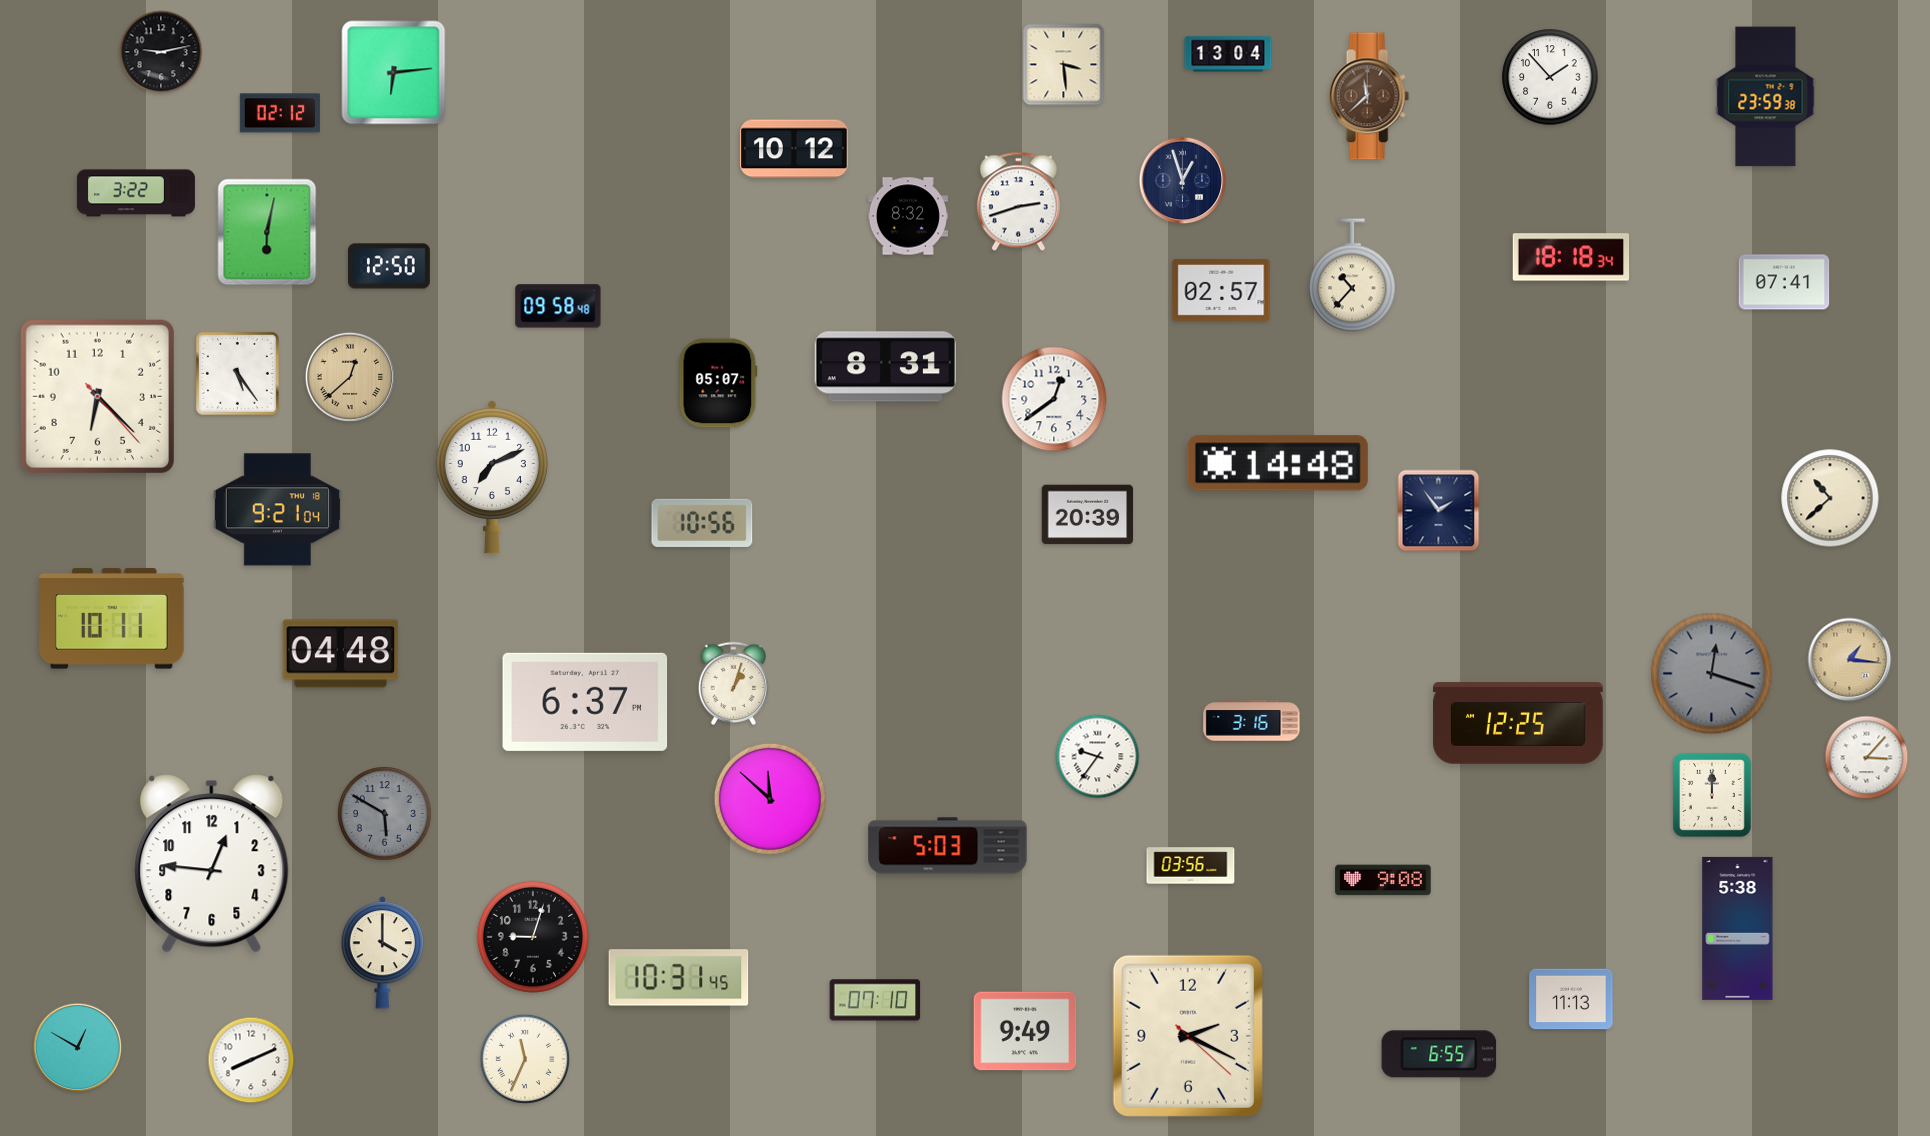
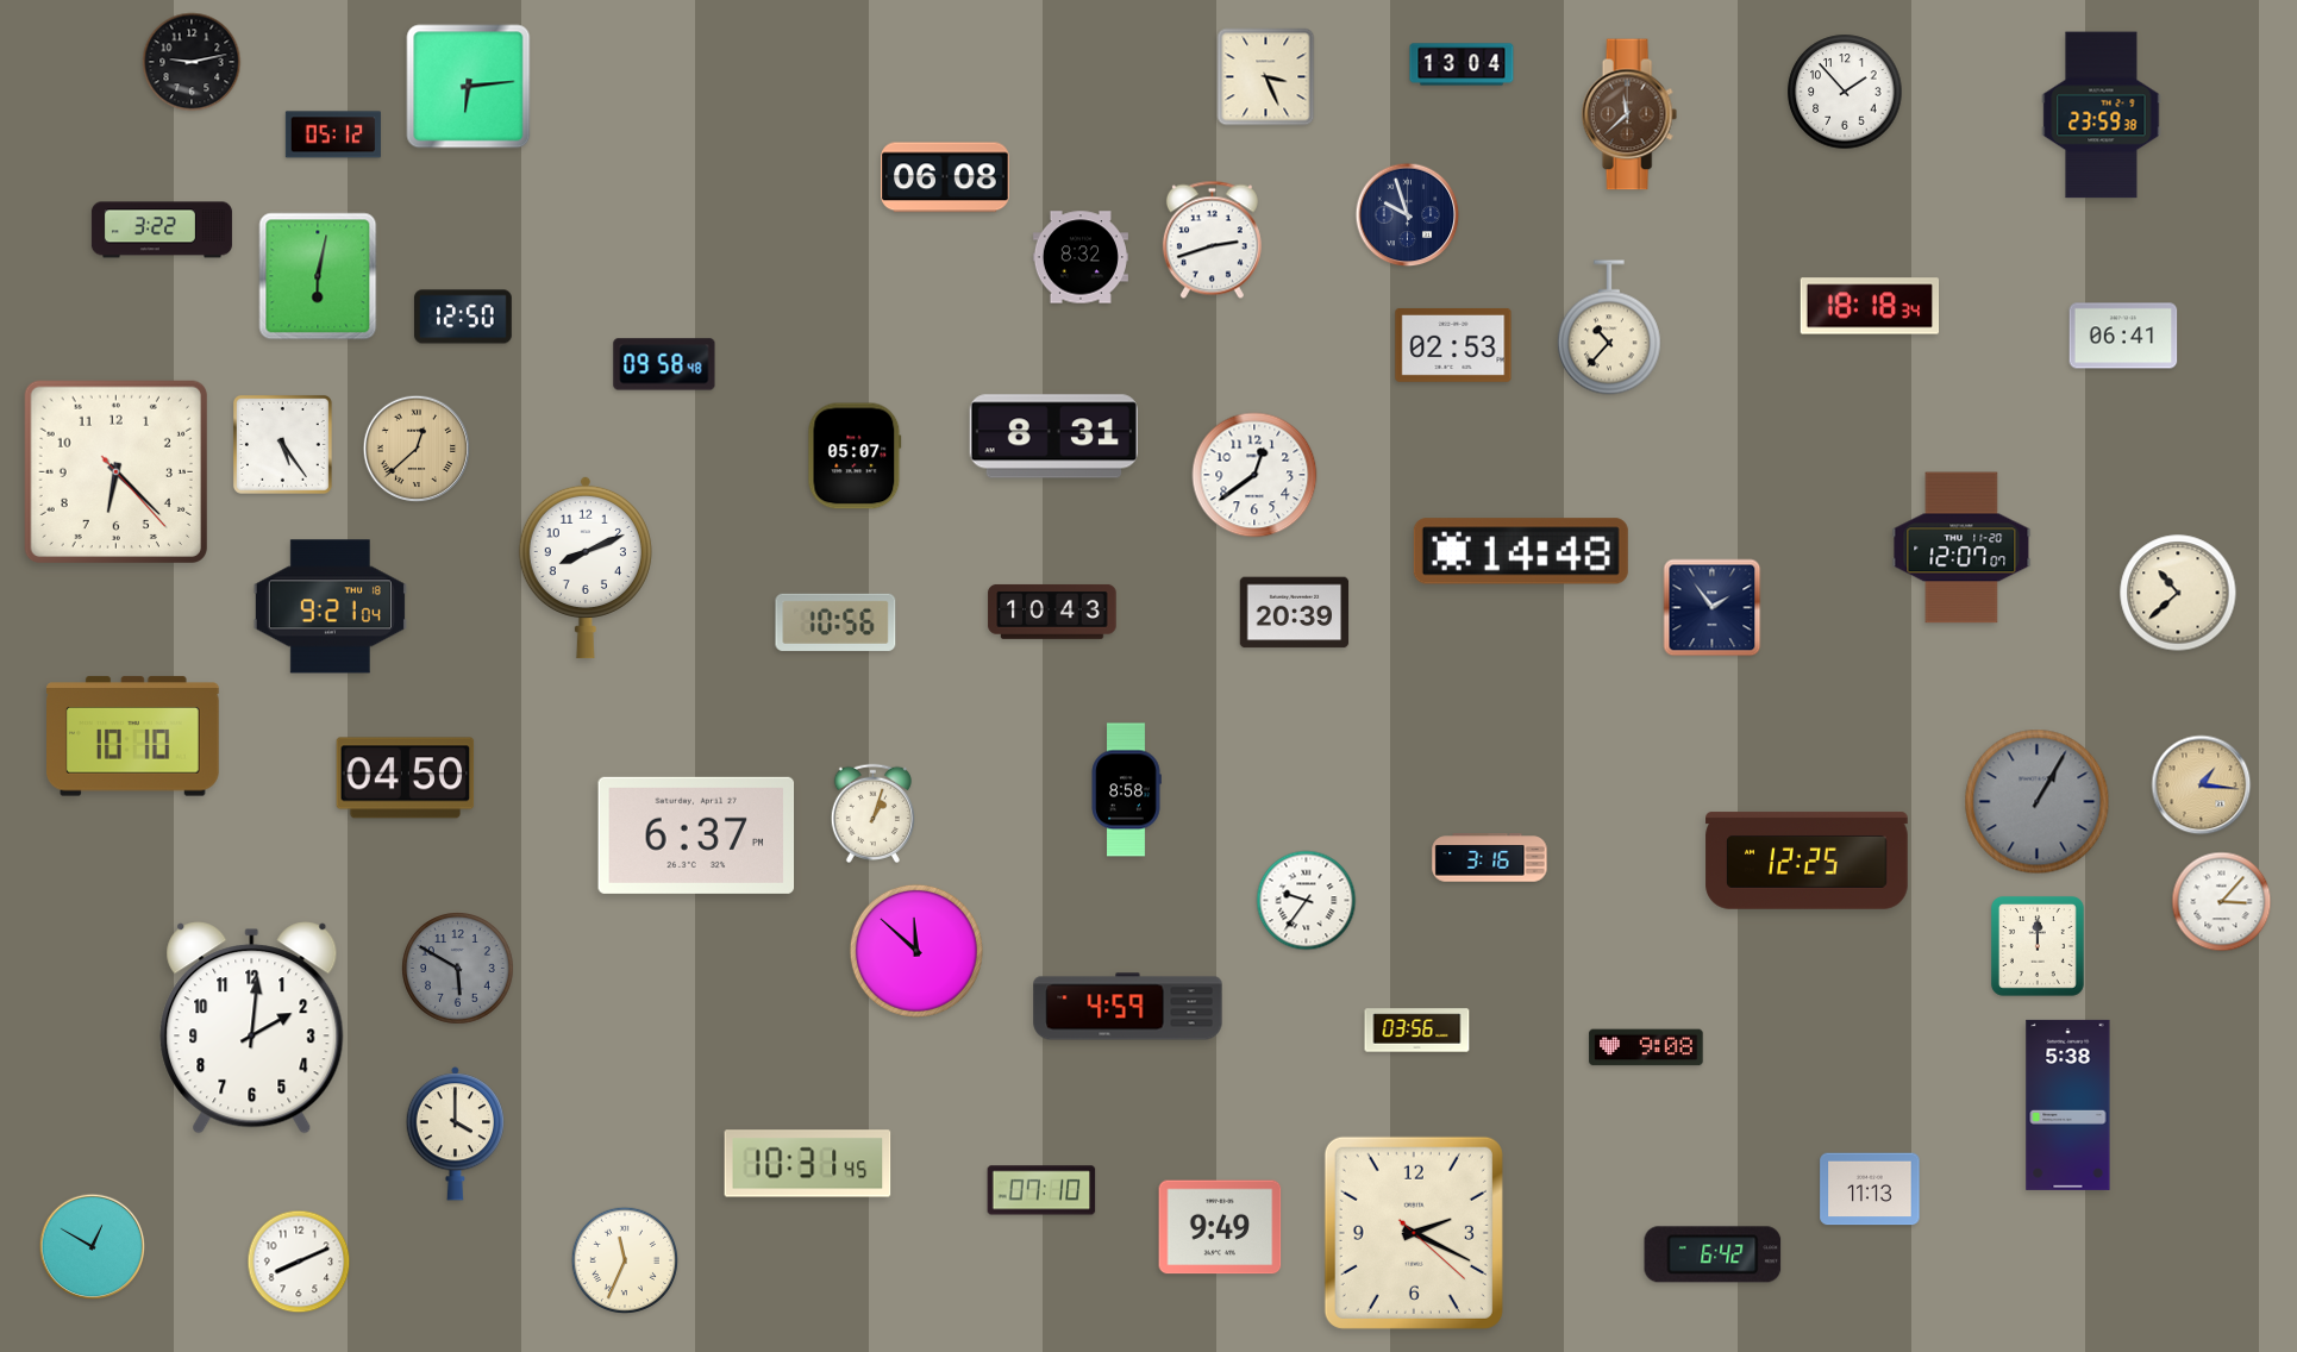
clock at (1064, 65): 3:29 -> 3:26
clock at (280, 113): 02:12 -> 05:12
clock at (794, 149): 10:12 -> 06:08
clock at (1183, 181): 12:57 -> 9:57
clock at (1784, 282): 07:41 -> 06:41
clock at (1221, 290): 02:57 -> 02:53
clock at (1961, 547): none -> 12:07
clock at (492, 477): 7:11 -> 8:11
clock at (1052, 612): none -> 10:43
clock at (112, 619): 10:11 -> 10:10
clock at (341, 654): 04:48 -> 04:50
clock at (1126, 790): none -> 8:58
clock at (1712, 674): 12:18 -> 1:05
clock at (948, 846): 5:03 -> 4:59
clock at (212, 864): 12:46 -> 2:01
clock at (533, 937): 9:03 -> none
clock at (1439, 1054): 6:55 -> 6:42
